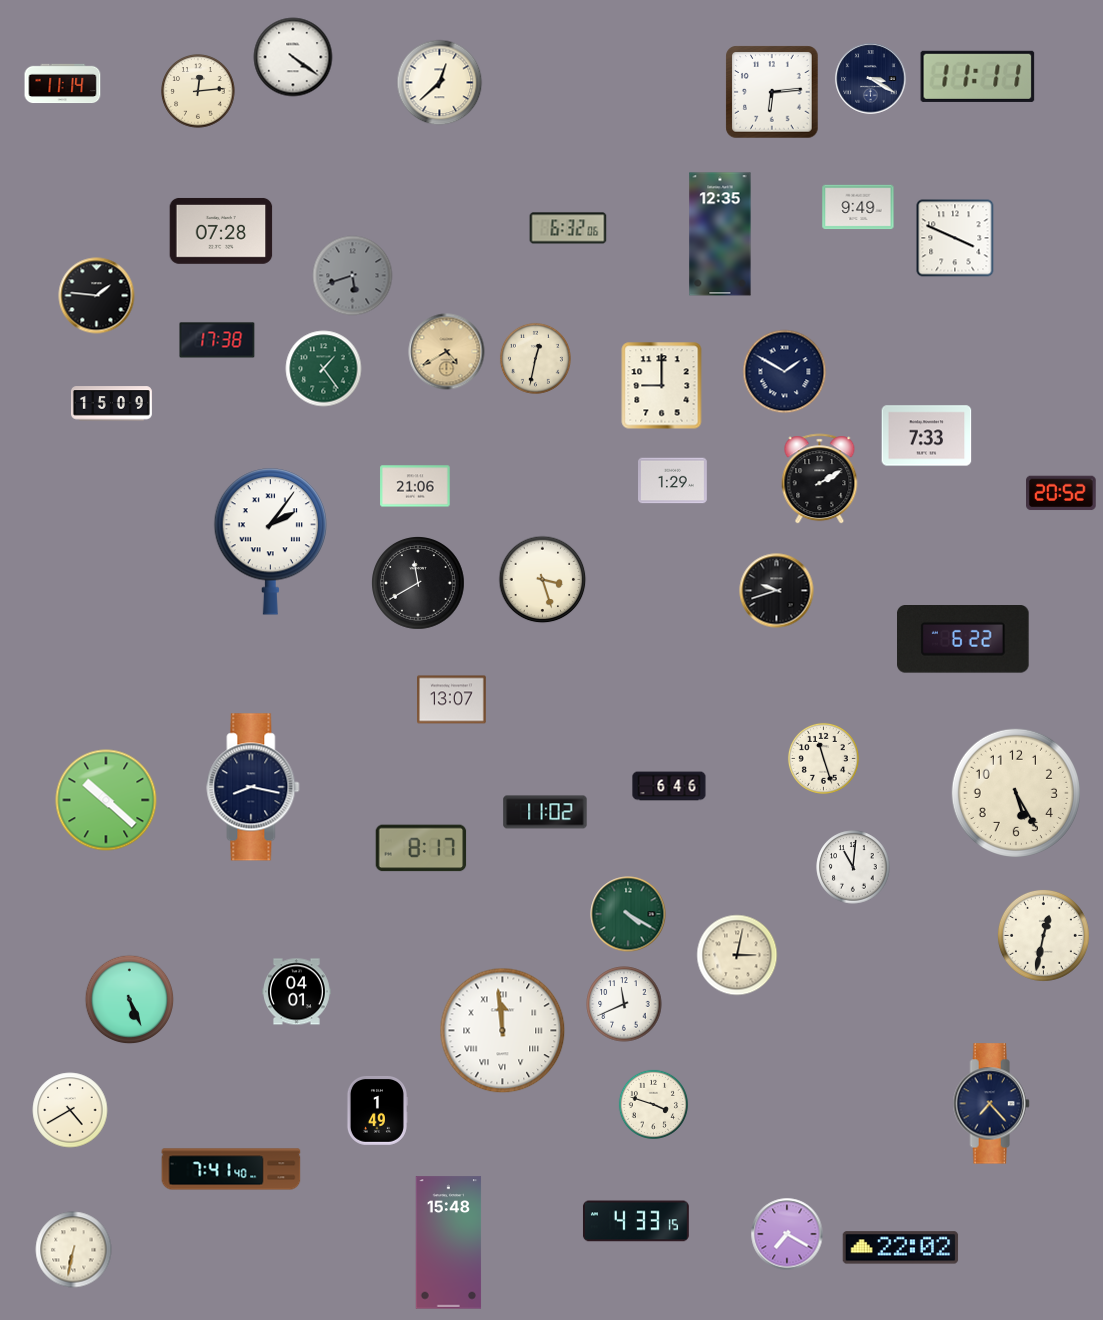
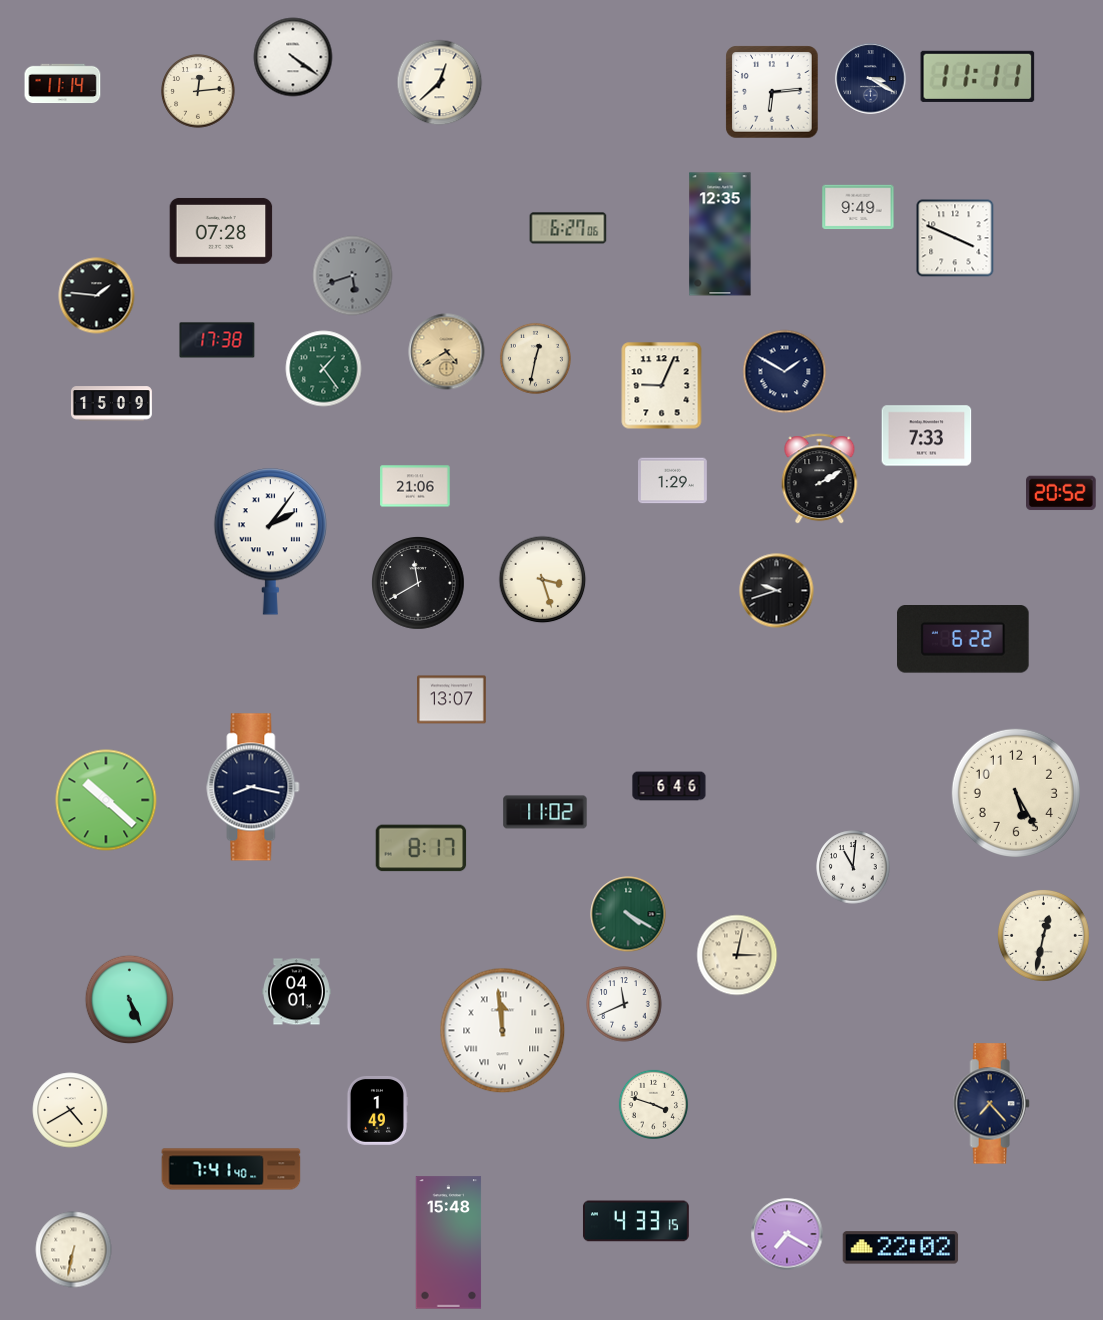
clock at (568, 228): 6:32 -> 6:27
clock at (662, 386): 9:00 -> 9:04
clock at (823, 758): 11:27 -> none
